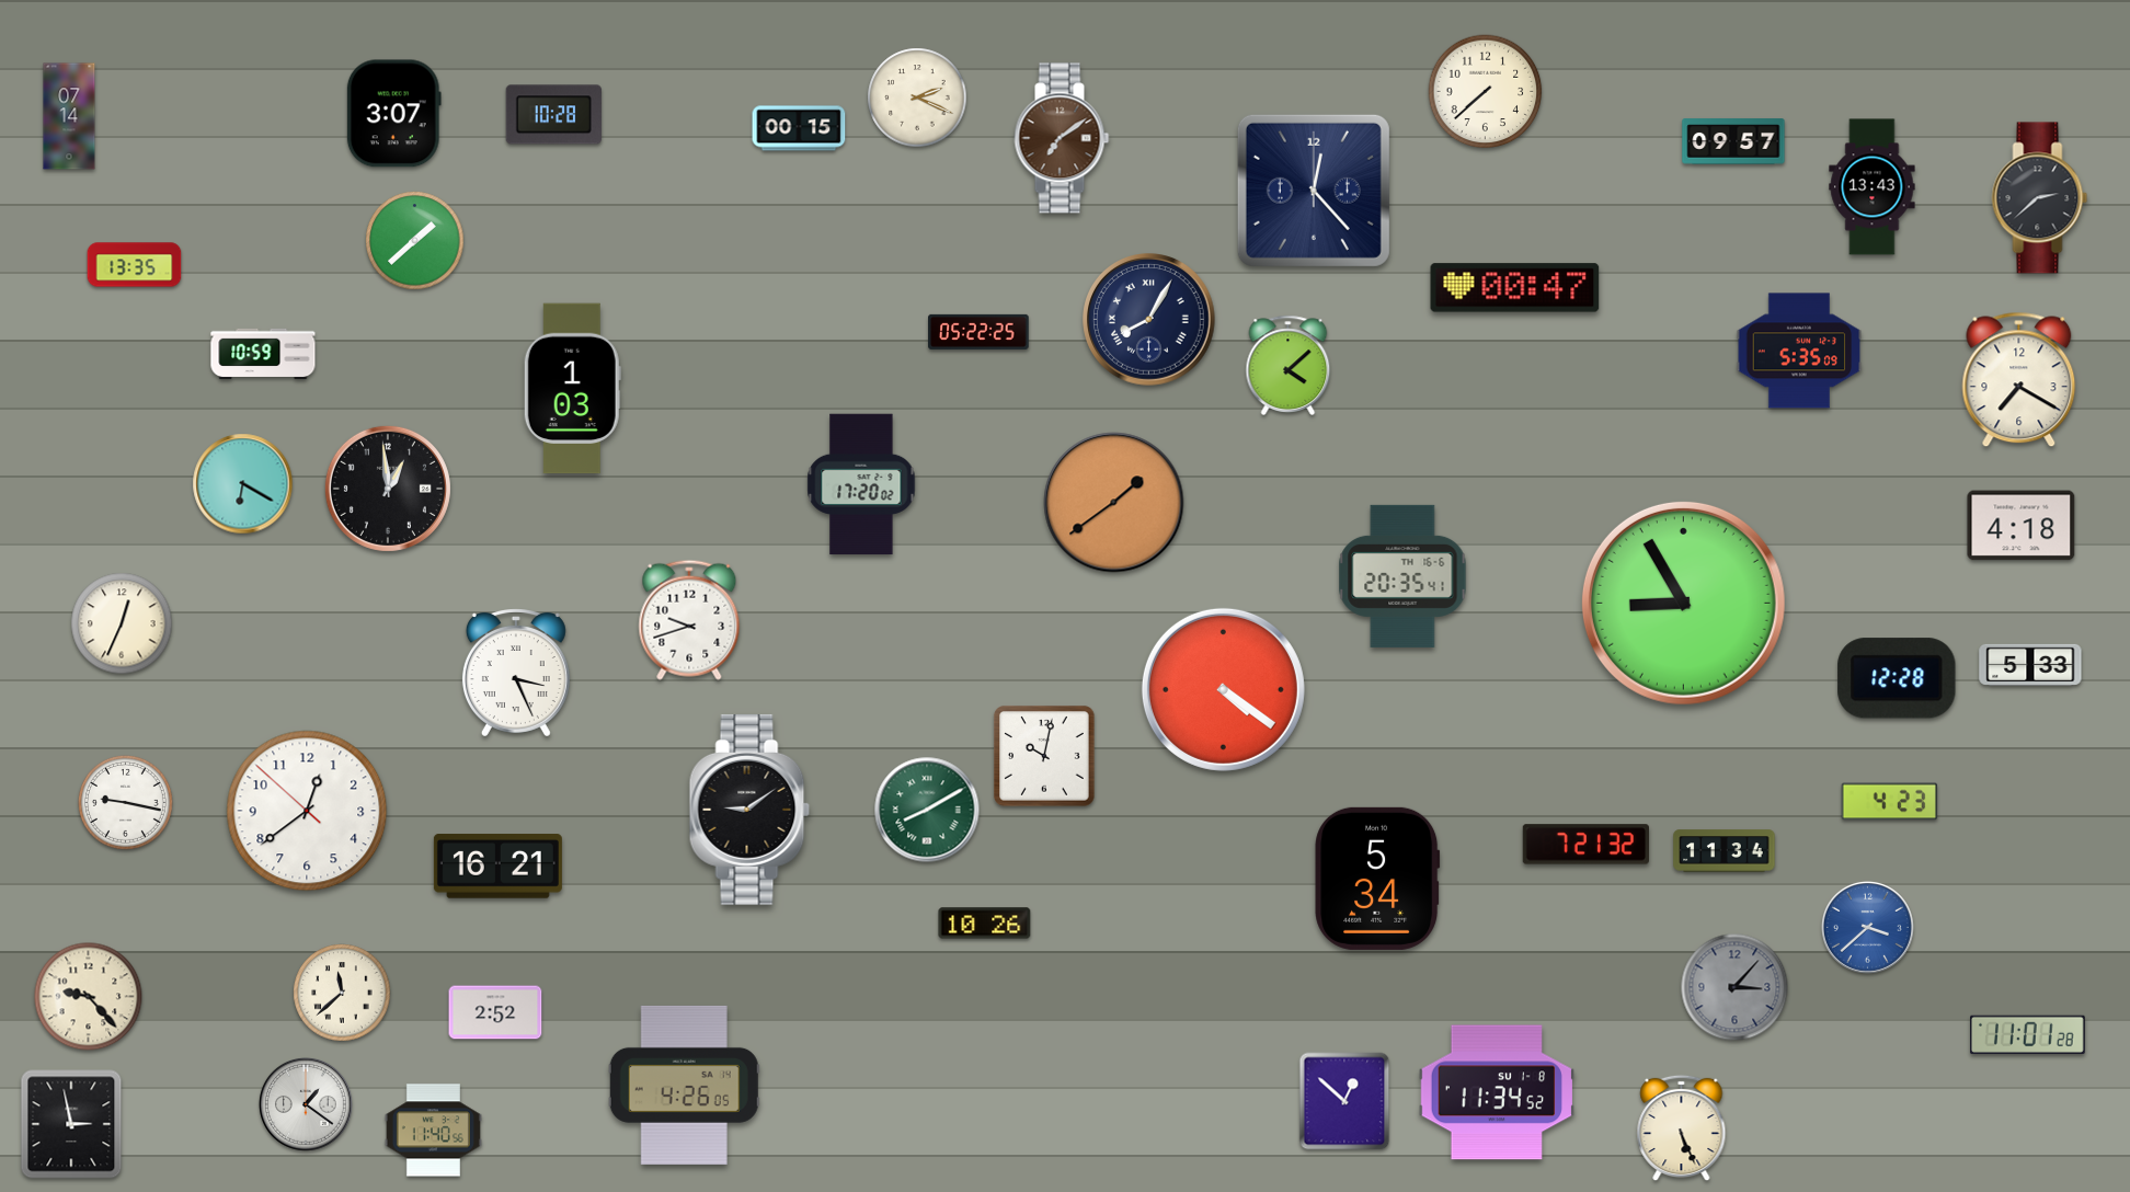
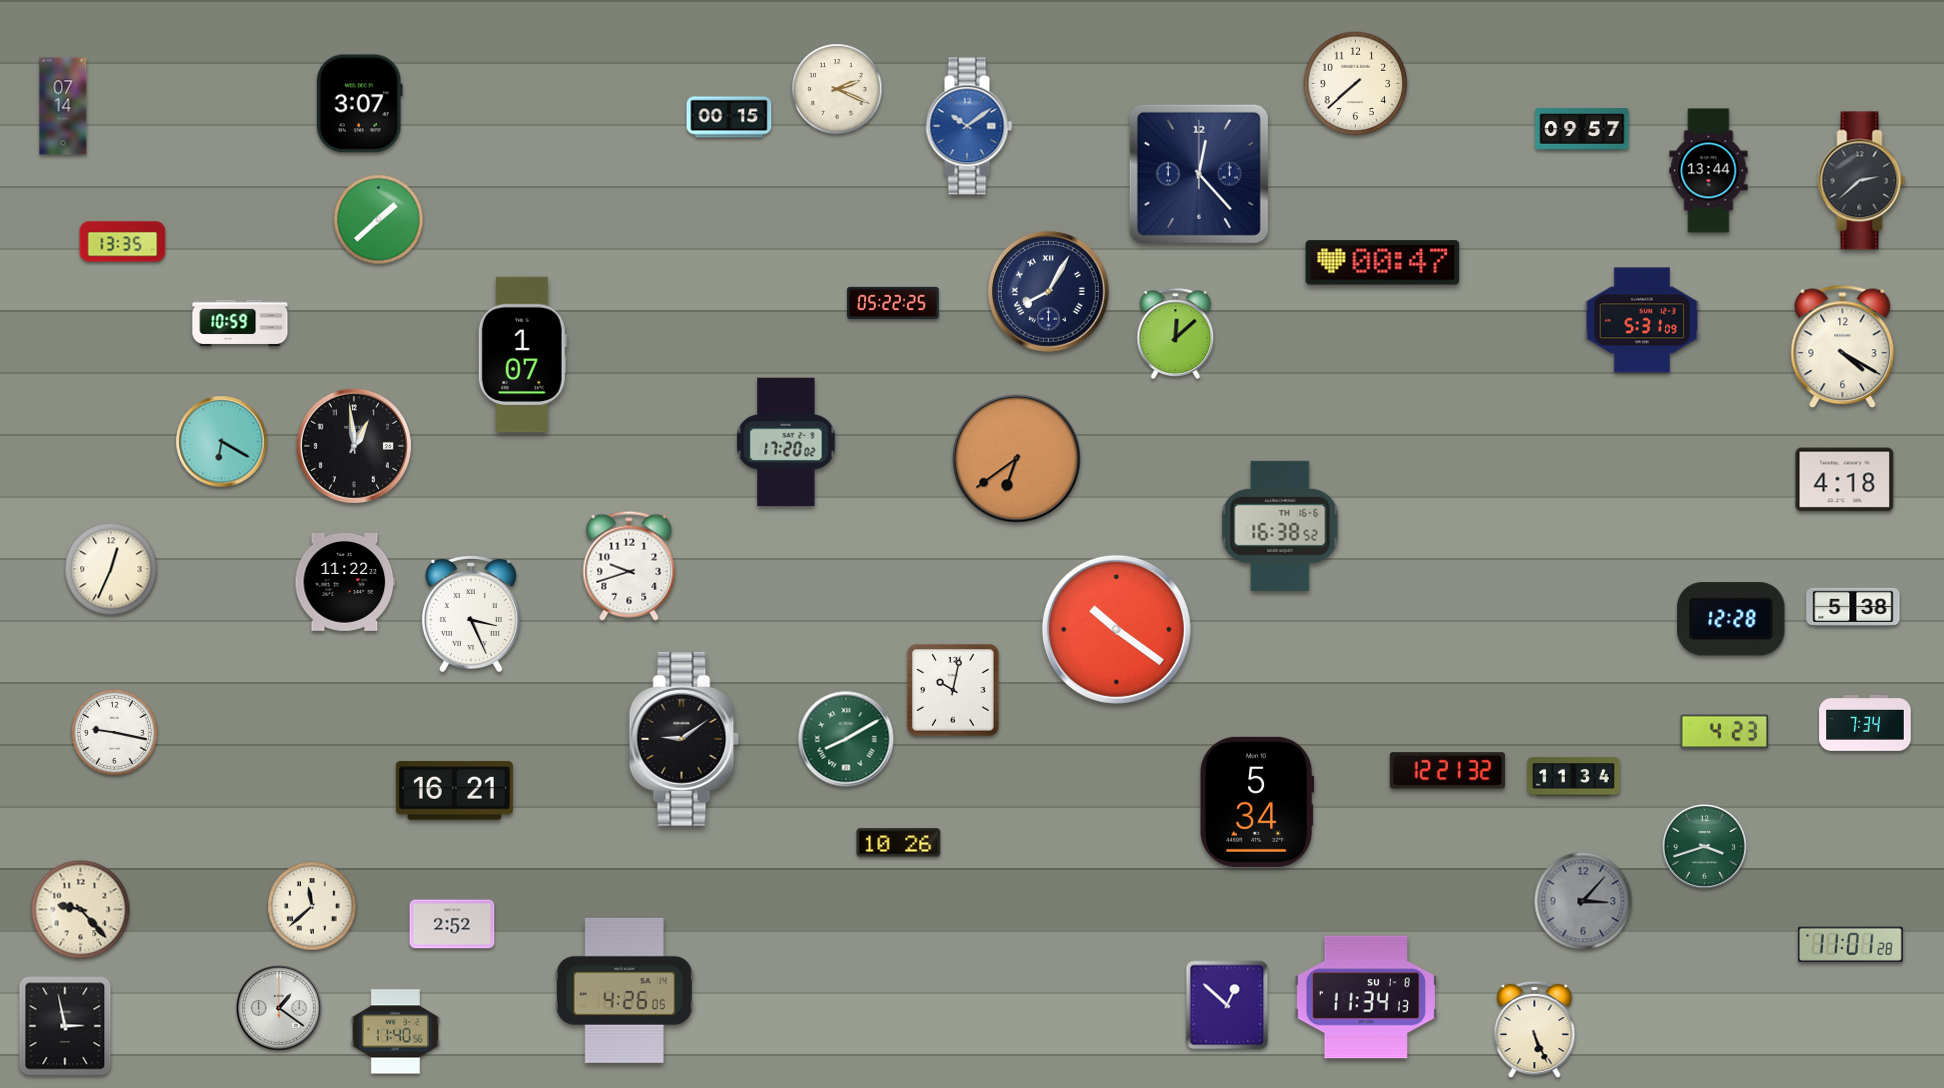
clock at (554, 115): 10:28 -> none
clock at (1062, 138): 7:09 -> 10:09
clock at (1062, 138) dial: brown -> blue
clock at (1873, 187): 13:43 -> 13:44
clock at (1799, 351): 5:35 -> 5:31
clock at (1289, 365): 4:08 -> 12:08
clock at (2019, 380): 7:20 -> 4:20
clock at (572, 389): 1:03 -> 1:07
clock at (1114, 503): 1:39 -> 6:39
clock at (1402, 576): 20:35 -> 16:38
clock at (1683, 603): 8:55 -> none
clock at (345, 582): none -> 11:22
clock at (2030, 665): 5:33 -> 5:38
clock at (1223, 689): 4:21 -> 10:21
clock at (1865, 724): none -> 7:34
clock at (307, 811): 12:38 -> none
clock at (1585, 845): 7:21 -> 12:21
clock at (1867, 927): 3:38 -> 3:42
clock at (1867, 927) dial: blue -> green
clock at (1496, 1092): 11:34:52 -> 11:34:13
